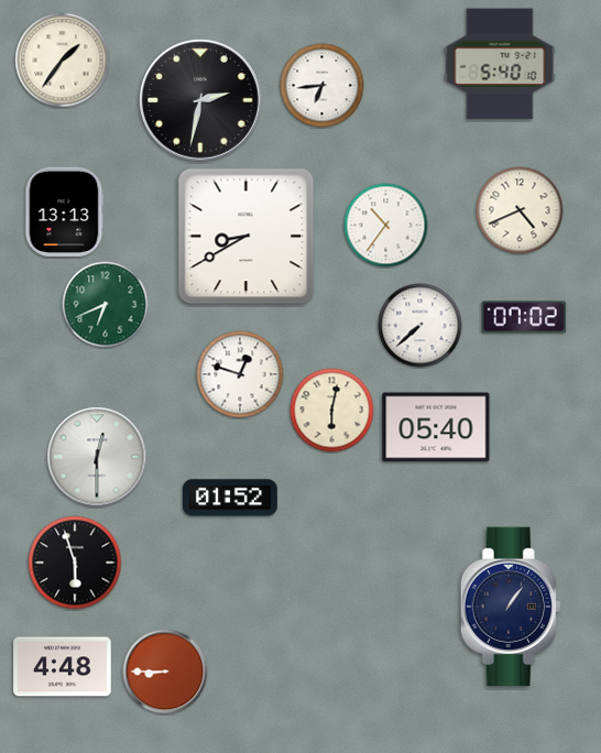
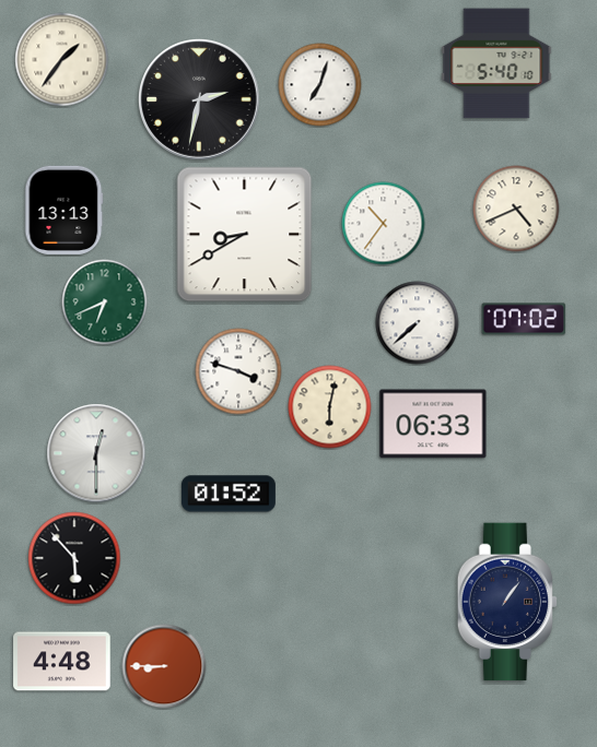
clock at (323, 86): 6:44 -> 7:03
clock at (524, 317) position: (524, 317) -> (524, 319)
clock at (240, 374): 12:48 -> 3:48
clock at (436, 427): 05:40 -> 06:33
clock at (75, 563): 5:57 -> 5:53
